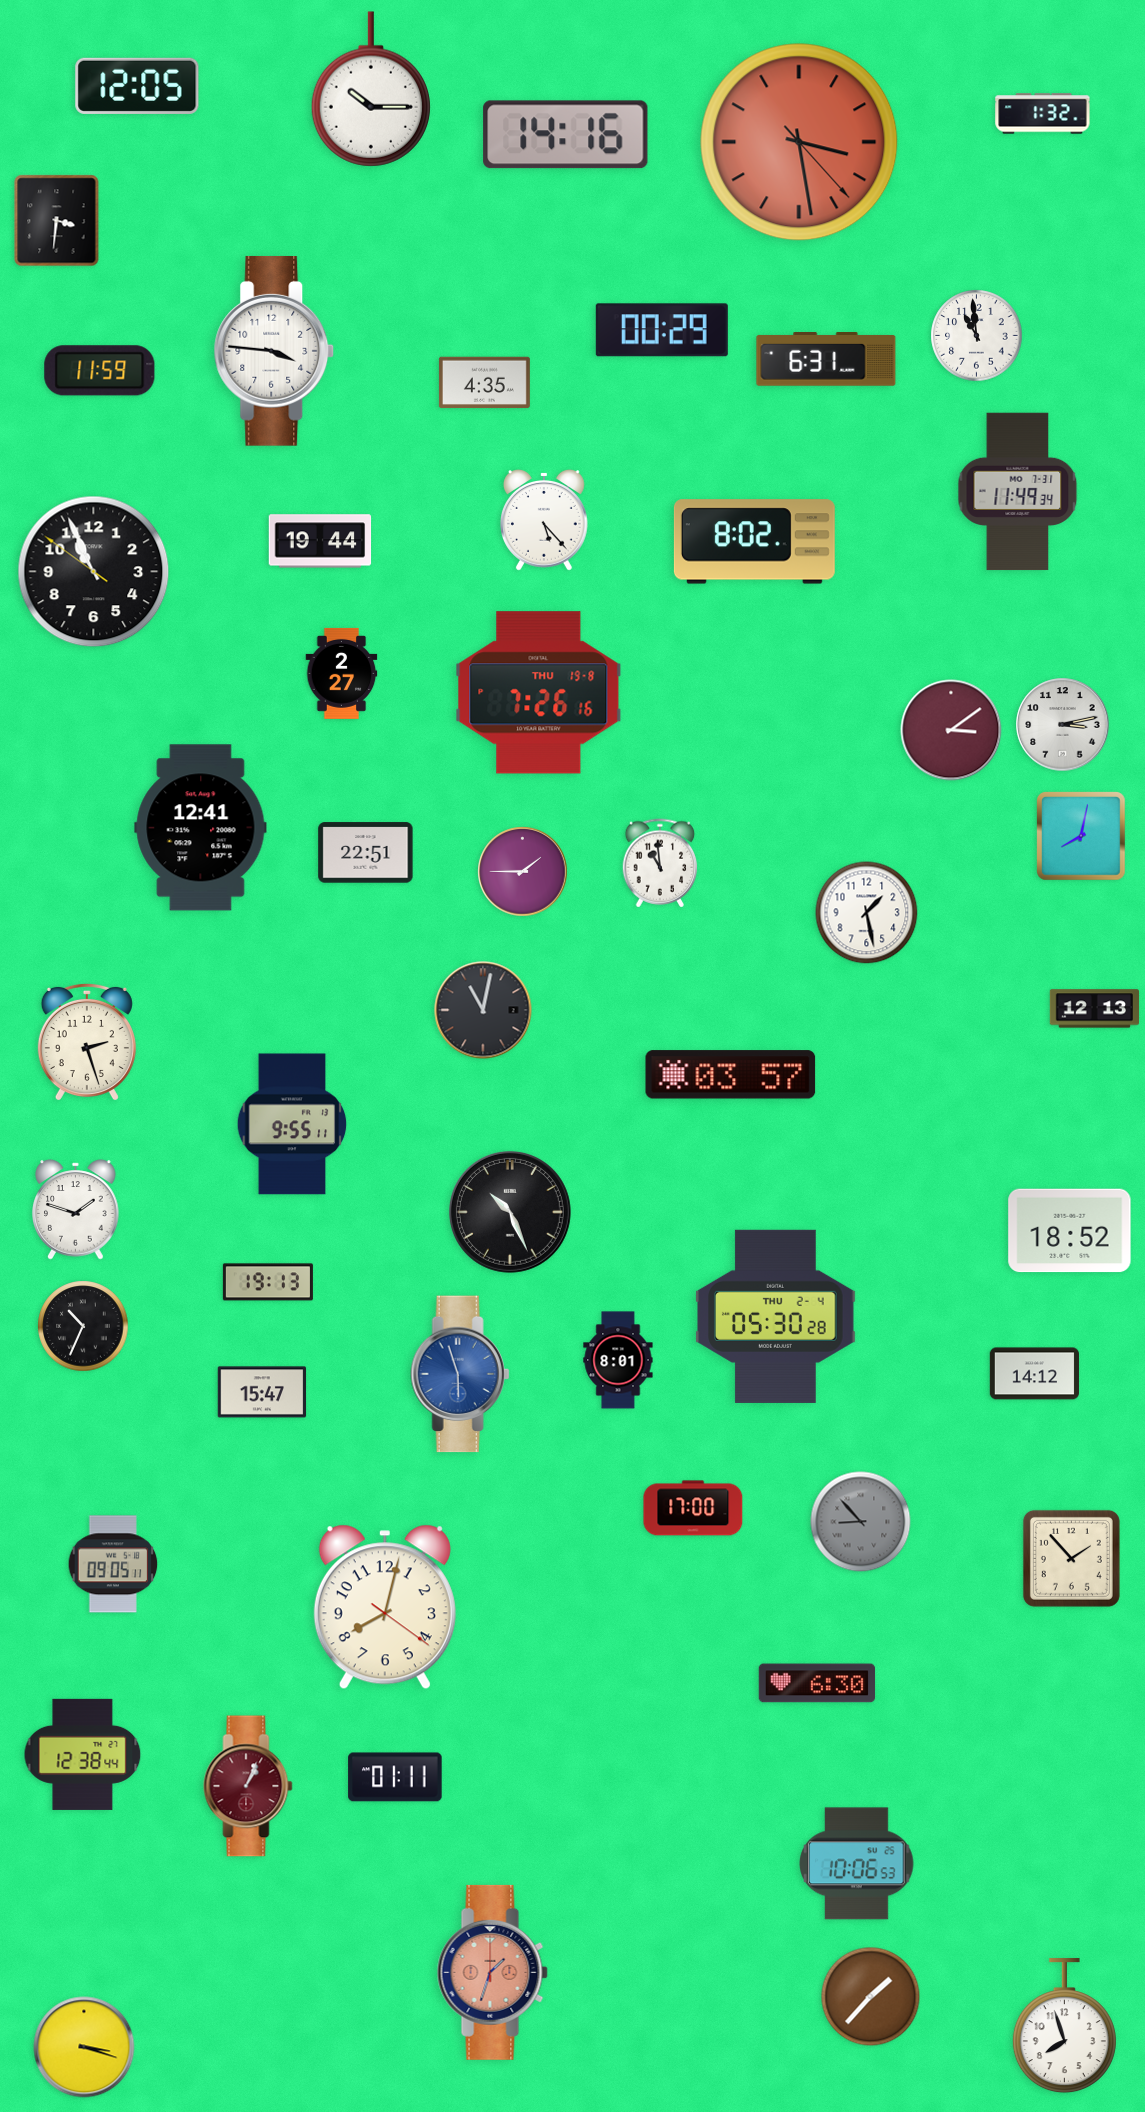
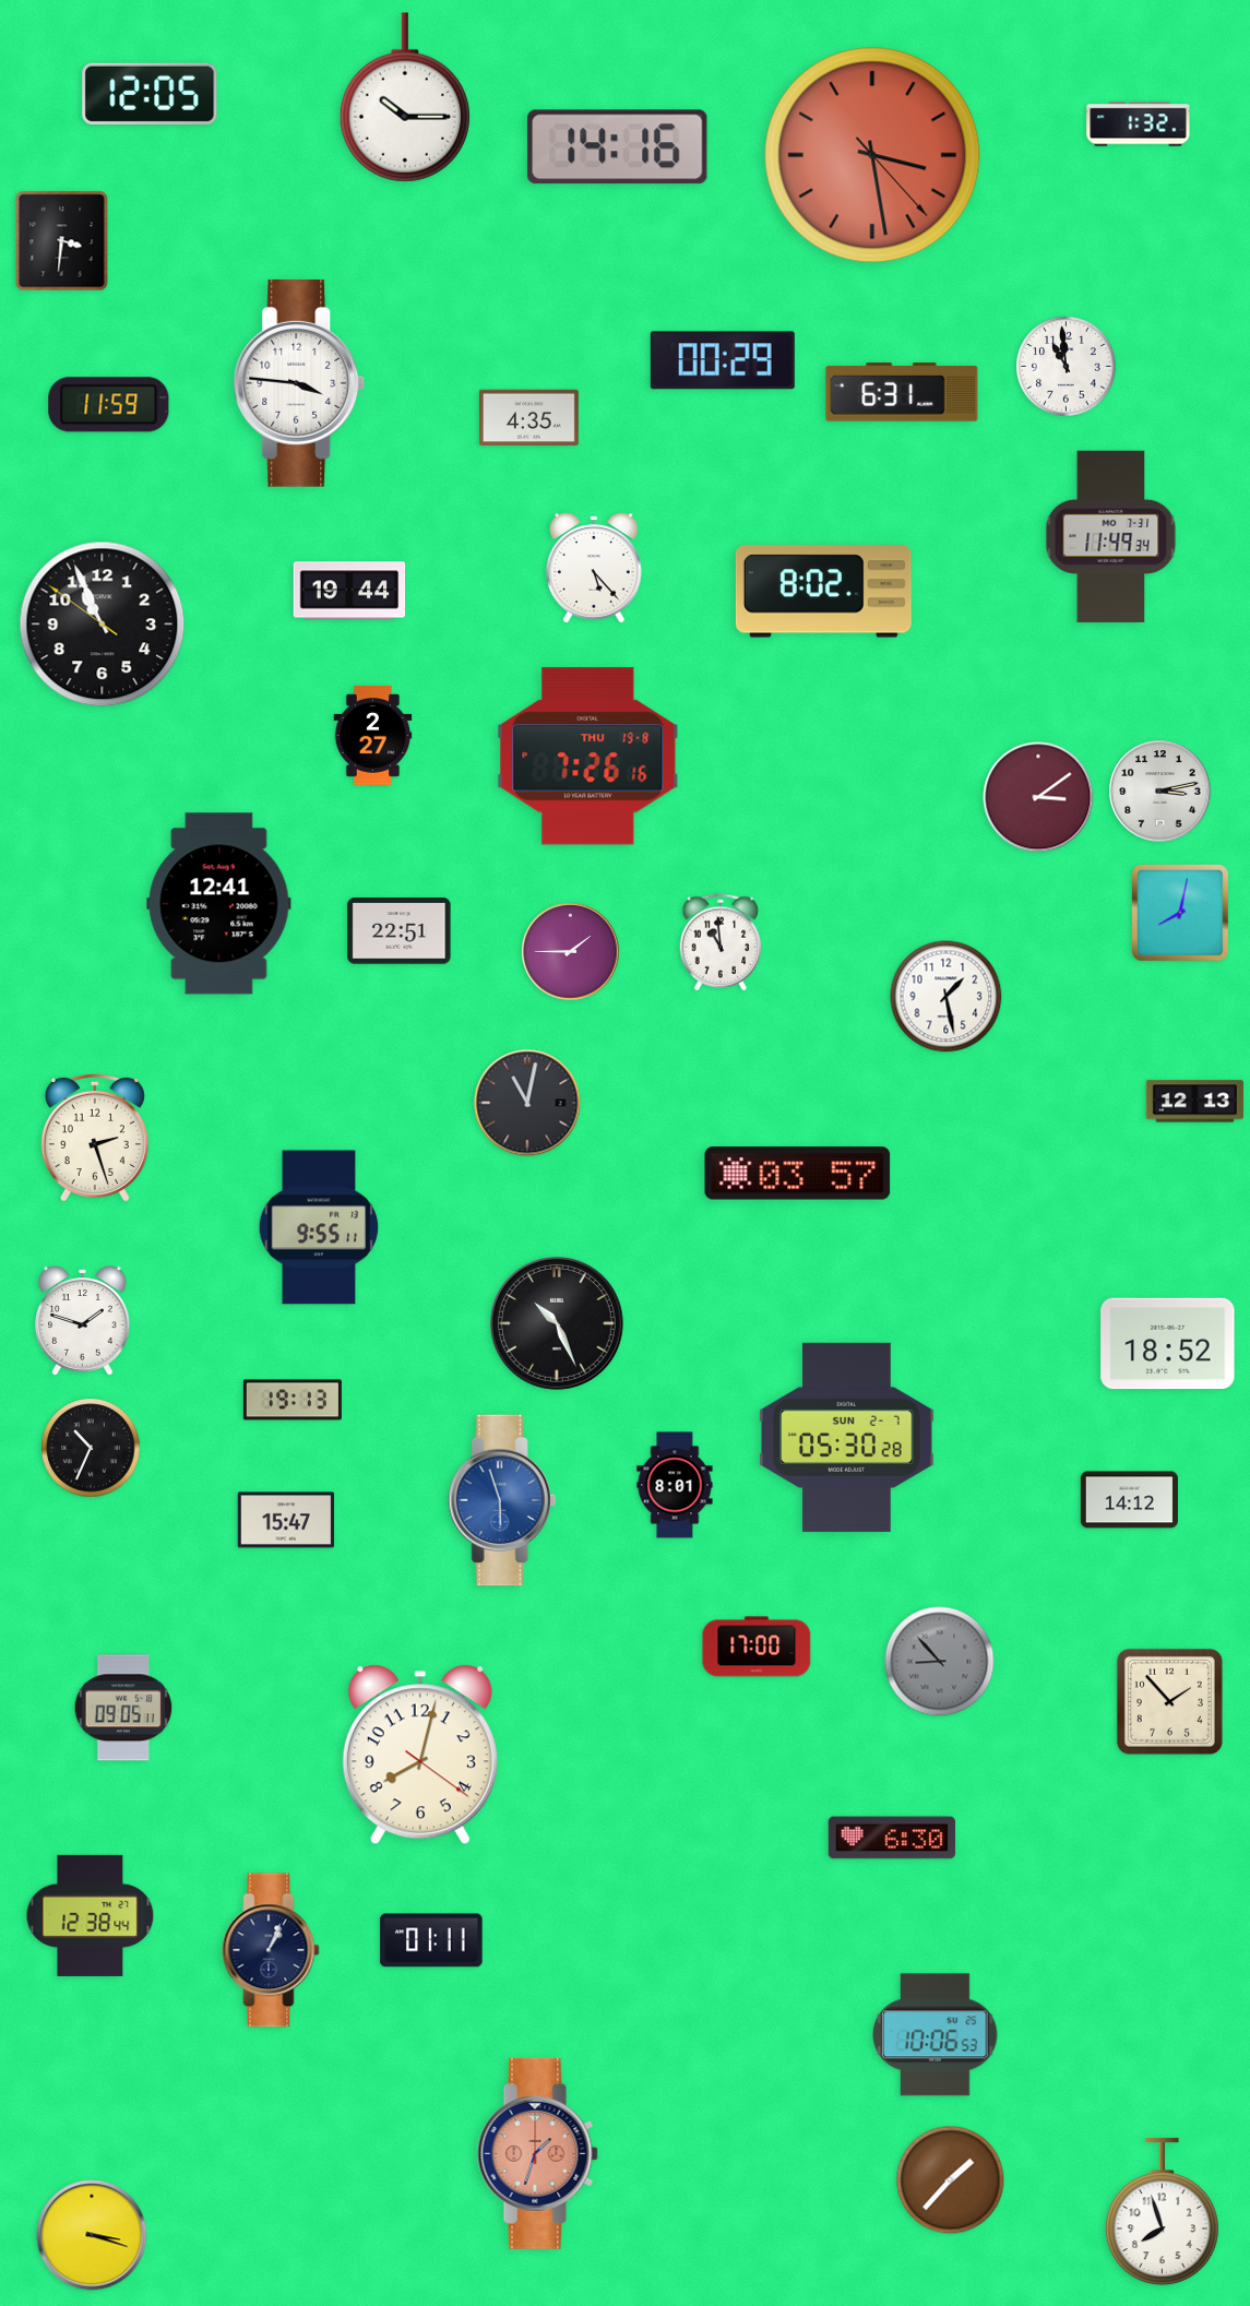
clock at (776, 1316) date: THU 2-4 -> SUN 2-7
clock at (248, 1786) dial: burgundy -> navy
